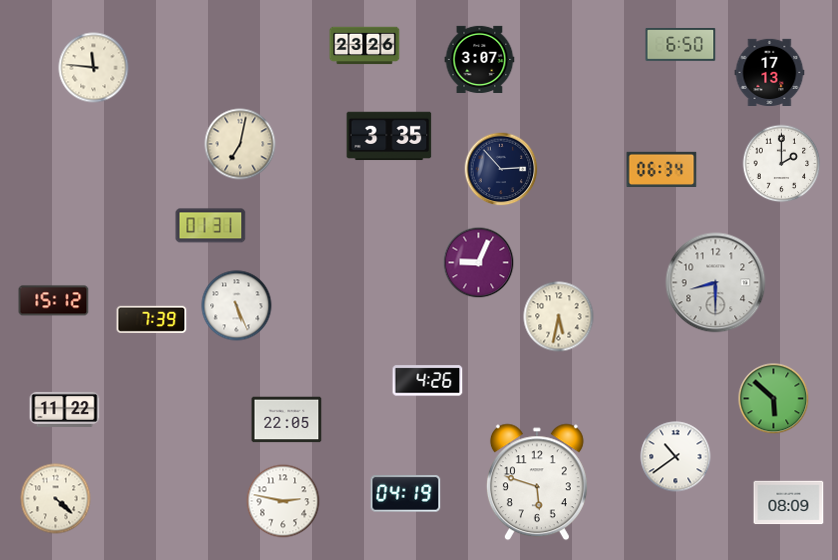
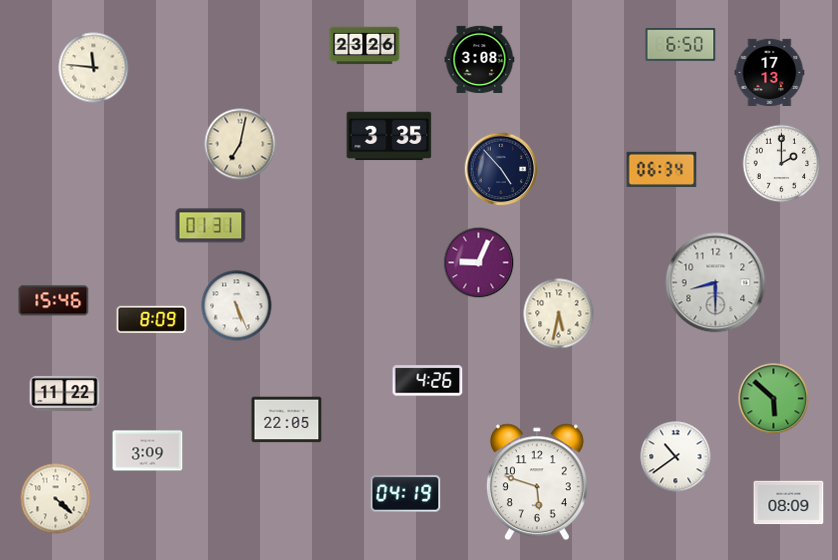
clock at (480, 59): 3:07 -> 3:08
clock at (501, 169): 2:53 -> 4:53
clock at (54, 301): 15:12 -> 15:46
clock at (559, 317) position: (559, 317) -> (559, 314)
clock at (152, 319): 7:39 -> 8:09
clock at (65, 409) position: (65, 409) -> (65, 393)
clock at (148, 451): none -> 3:09
clock at (283, 501): 2:47 -> none
